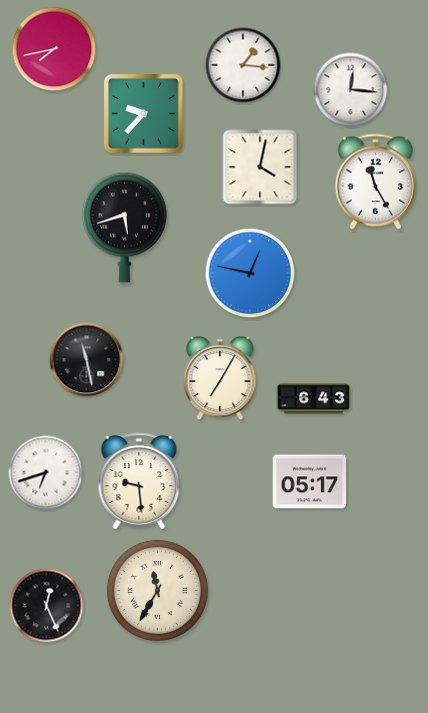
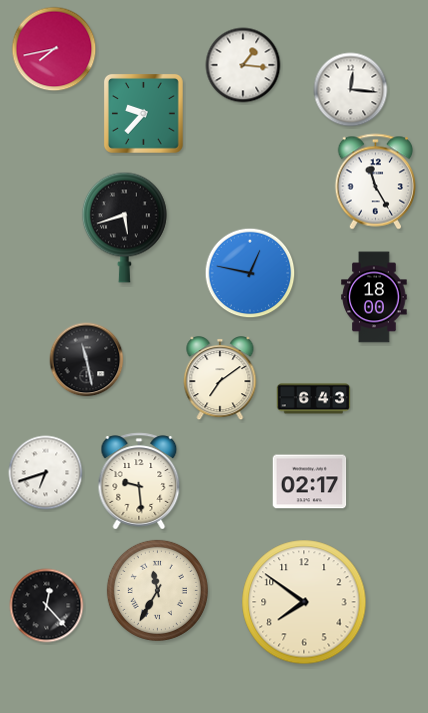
clock at (260, 167): 4:02 -> none
clock at (374, 297): none -> 18:00
clock at (220, 379): 7:05 -> 7:09
clock at (310, 482): 05:17 -> 02:17
clock at (304, 602): none -> 7:51
clock at (47, 606): 12:26 -> 12:23
